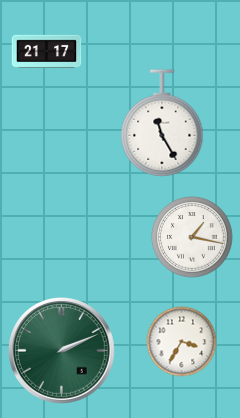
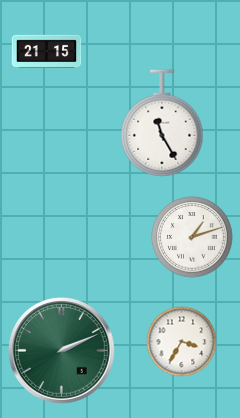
clock at (47, 52): 21:17 -> 21:15
clock at (192, 237): 1:17 -> 1:12
